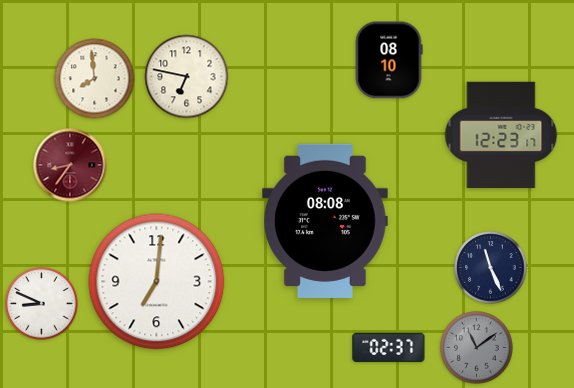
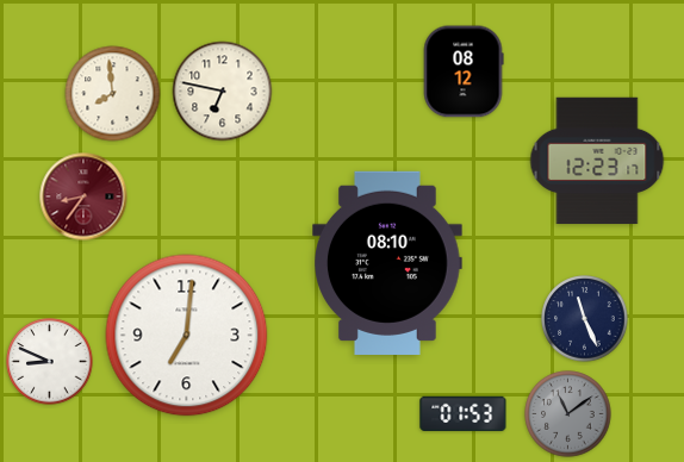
clock at (389, 60): 08:10 -> 08:12
clock at (326, 221): 08:08 -> 08:10
clock at (389, 347): 02:37 -> 01:53
